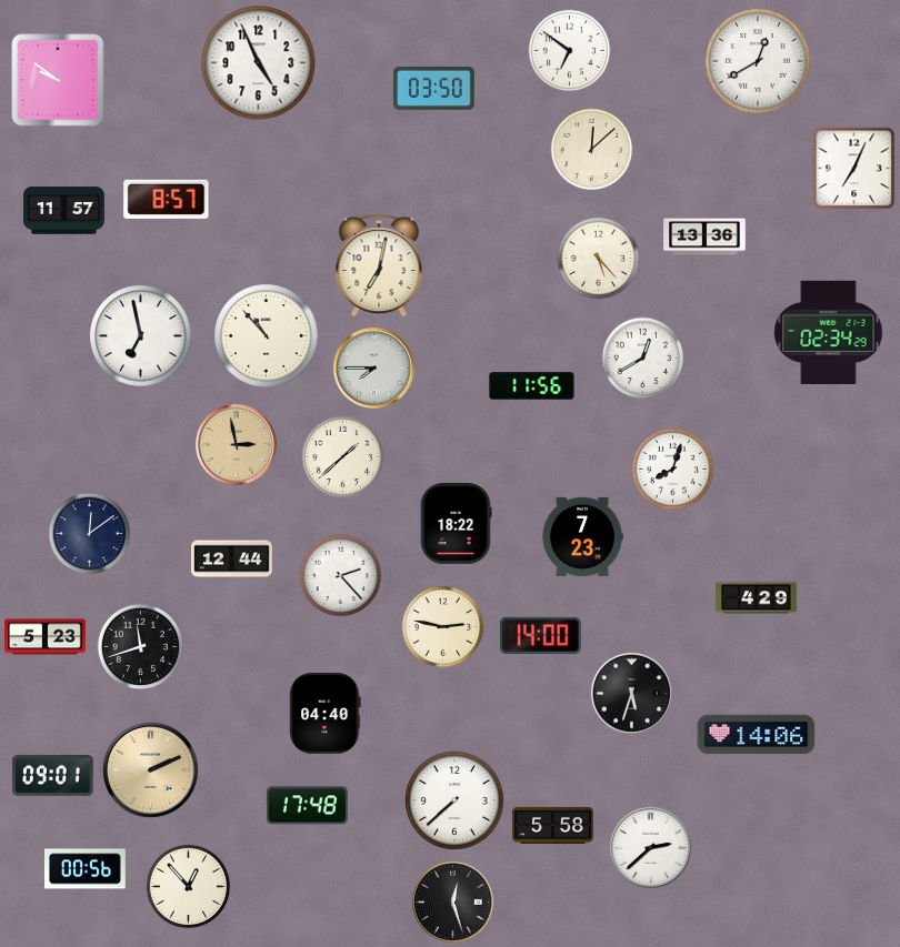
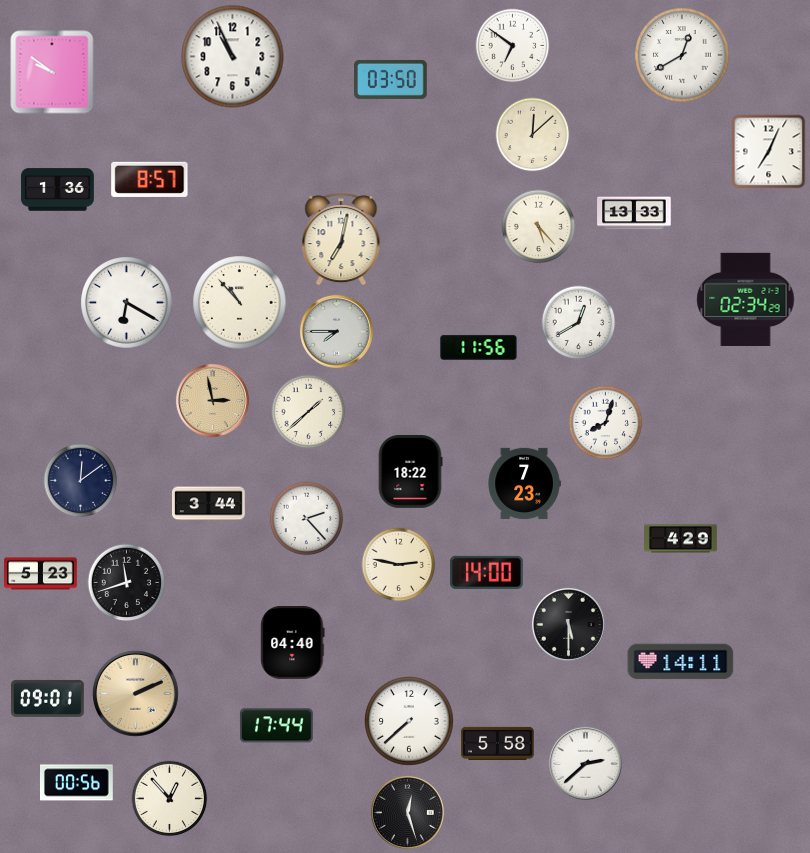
clock at (259, 63): 4:56 -> 10:56
clock at (64, 211): 11:57 -> 1:36
clock at (704, 236): 13:36 -> 13:33
clock at (599, 259) position: (599, 259) -> (539, 227)
clock at (141, 336): 6:58 -> 6:20
clock at (232, 560): 12:44 -> 3:44
clock at (631, 693): 5:33 -> 5:30
clock at (757, 735): 14:06 -> 14:11
clock at (307, 806): 17:48 -> 17:44
